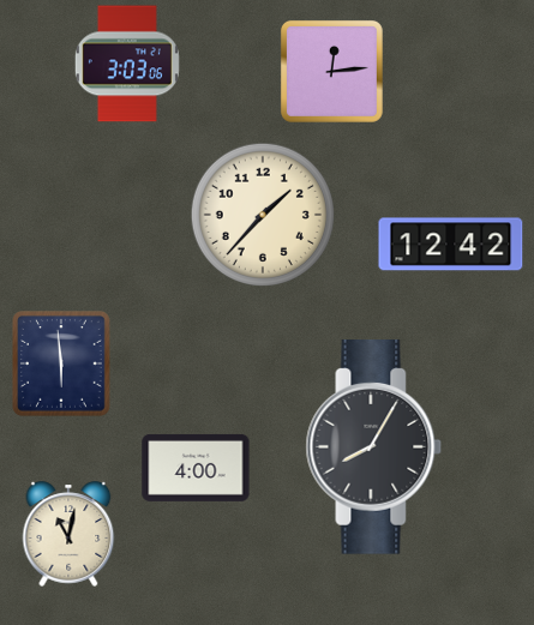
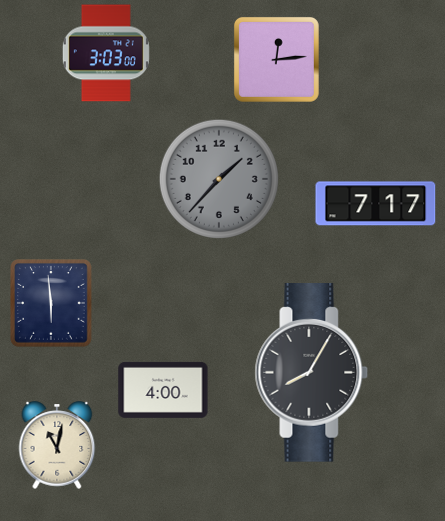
clock at (127, 64): 3:03:06 -> 3:03:00
clock at (263, 215) dial: cream -> grey
clock at (451, 245): 12:42 -> 7:17
